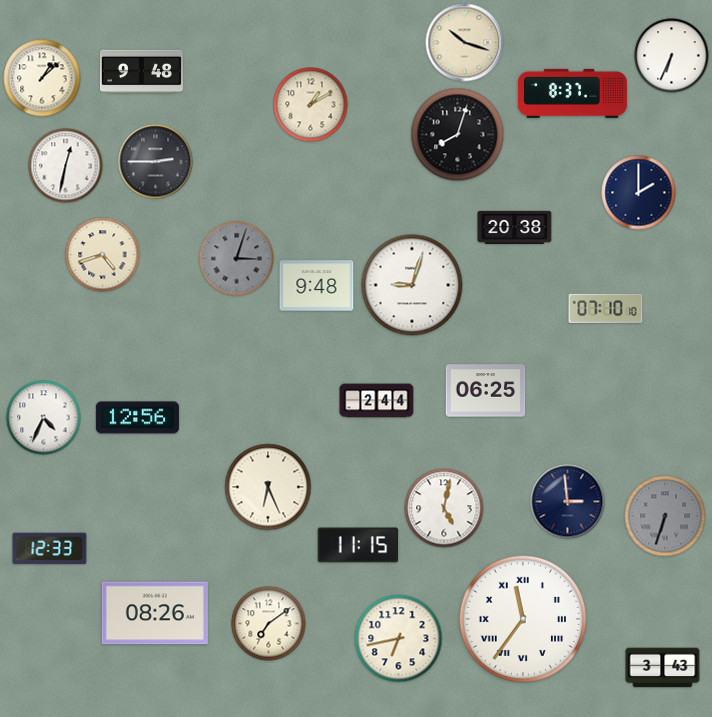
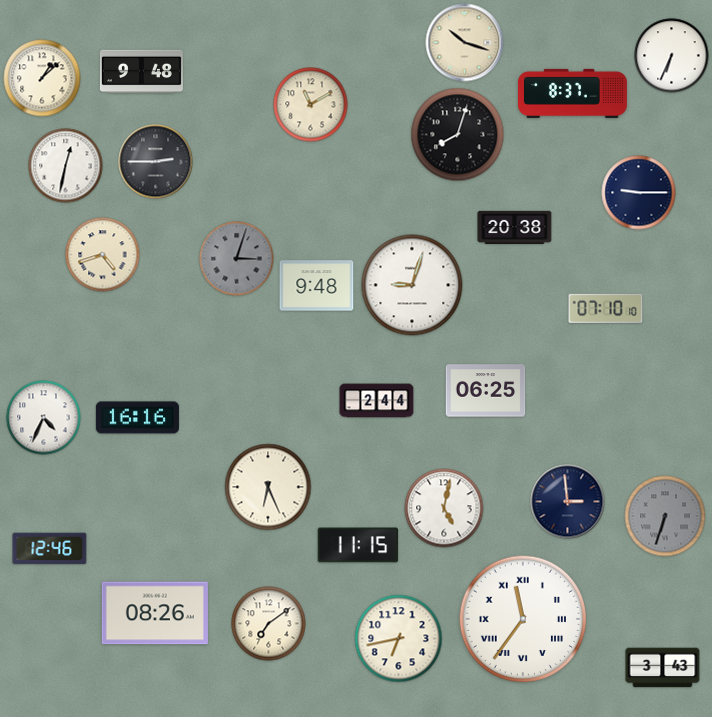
clock at (311, 105): 1:10 -> 11:10
clock at (639, 193): 2:00 -> 9:15
clock at (137, 418): 12:56 -> 16:16
clock at (50, 549): 12:33 -> 12:46
